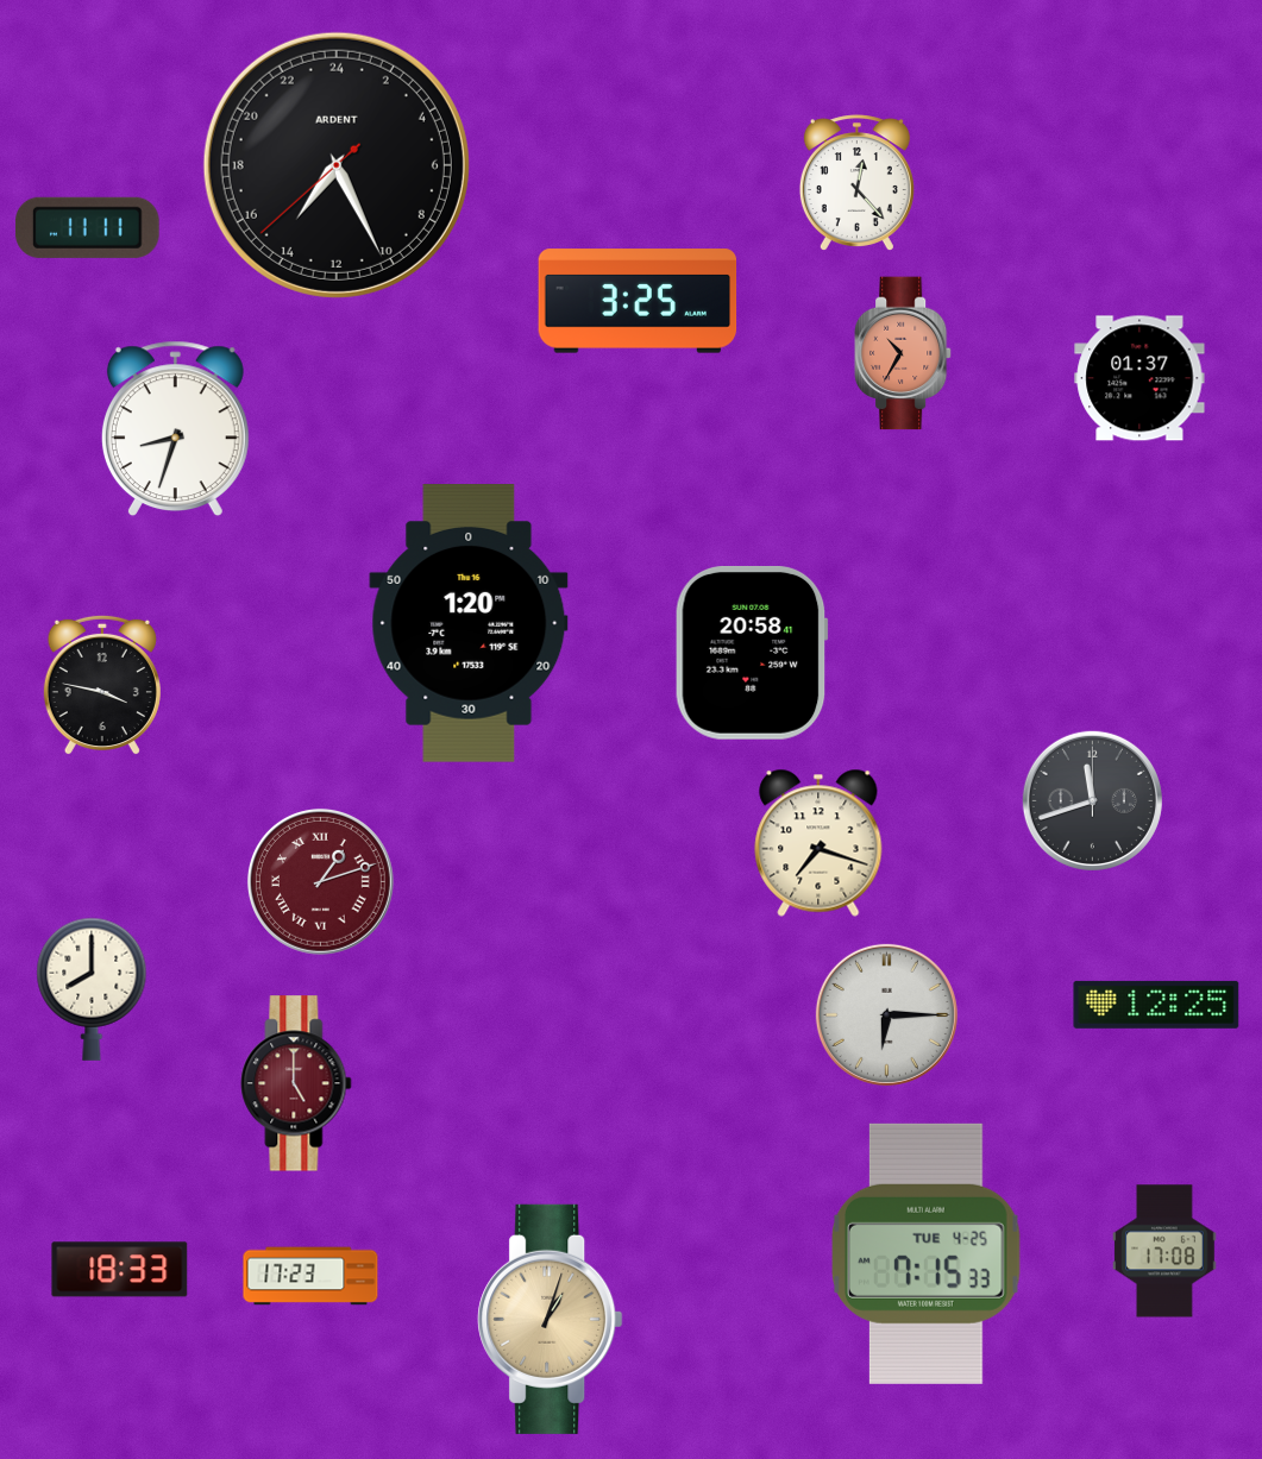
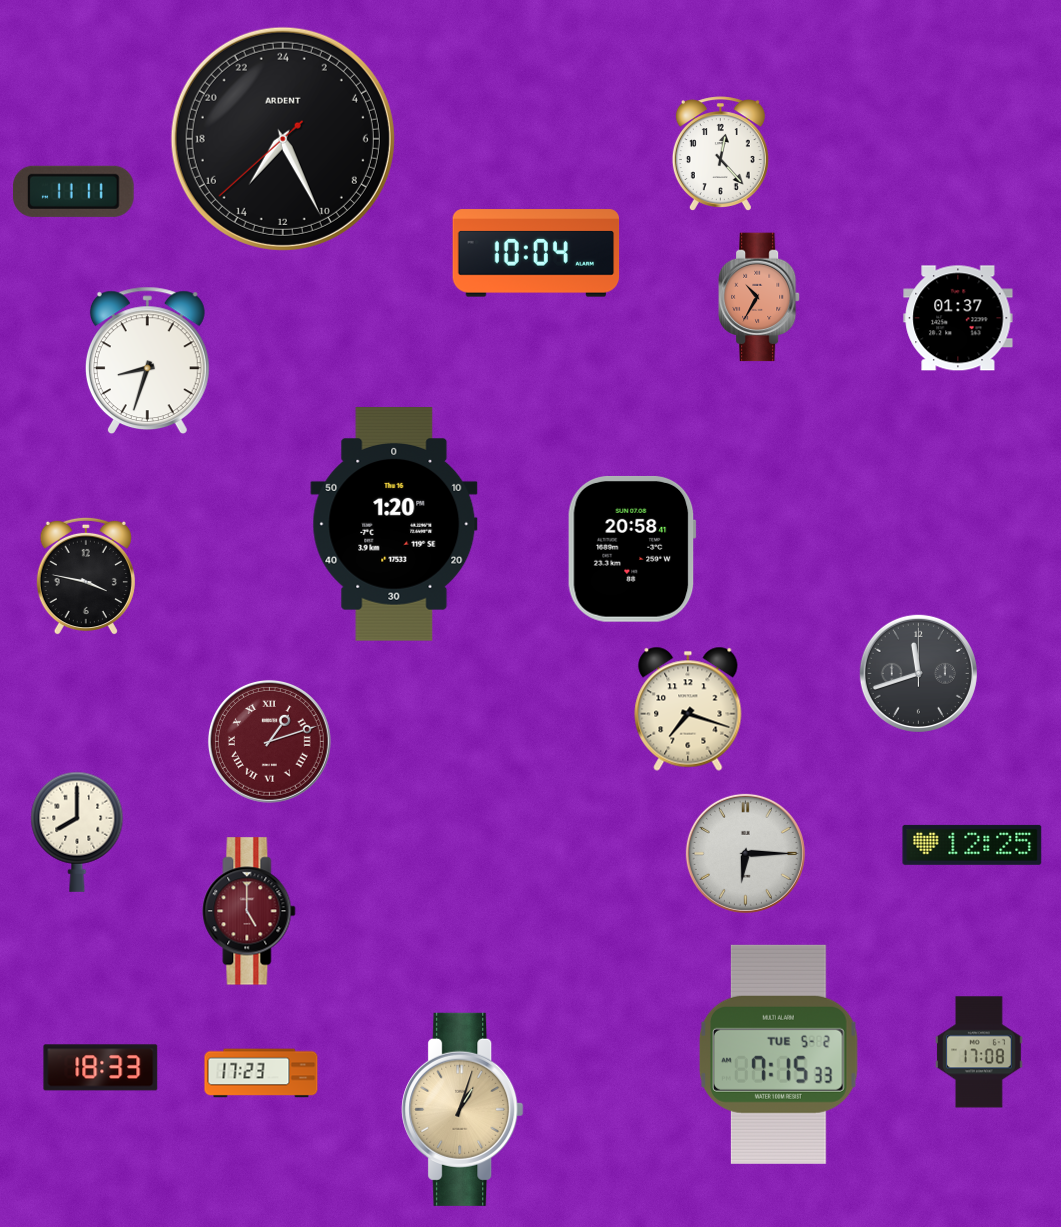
clock at (638, 301): 3:25 -> 10:04
clock at (927, 1253) date: TUE 4-25 -> TUE 5-2
